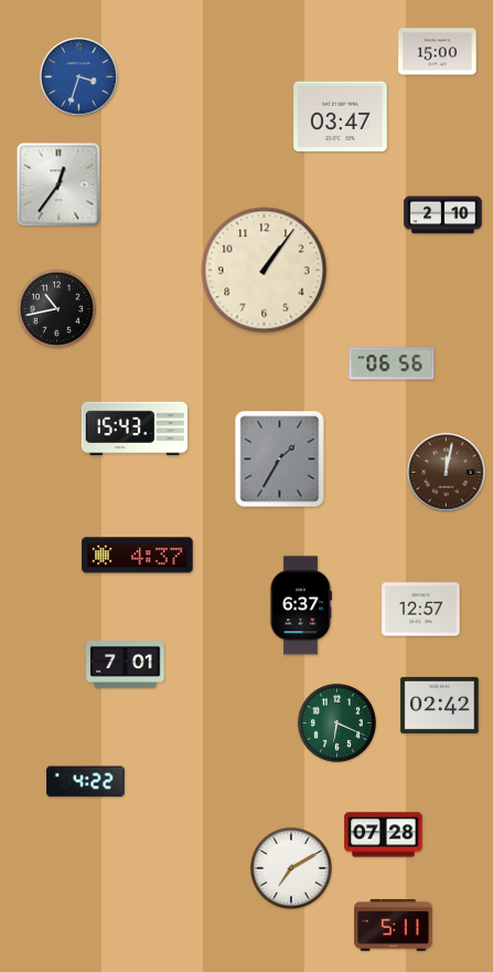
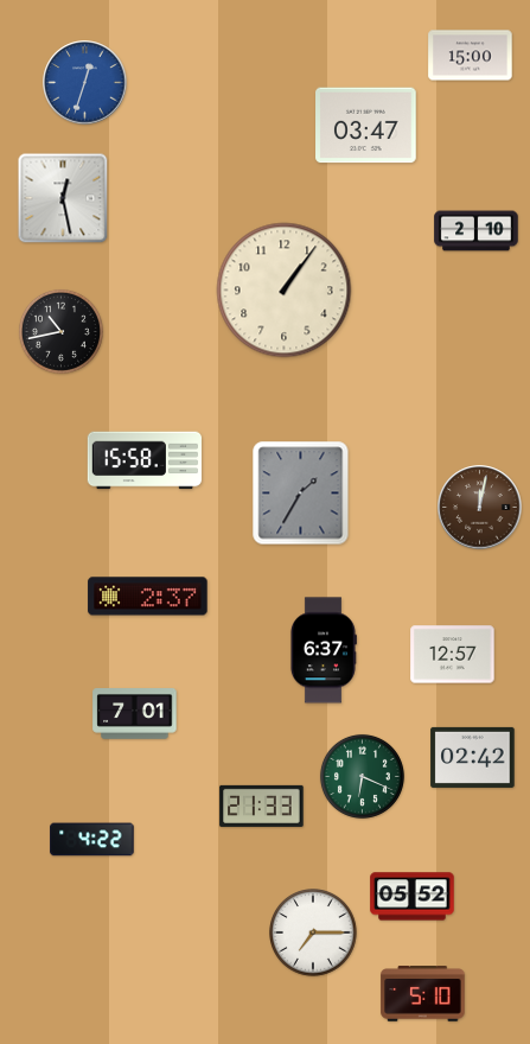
clock at (79, 77): 3:33 -> 12:33
clock at (58, 184): 12:36 -> 12:28
clock at (392, 363): 06:56 -> none
clock at (135, 429): 15:43 -> 15:58
clock at (138, 556): 4:37 -> 2:37
clock at (262, 806): none -> 21:33
clock at (384, 835): 07:28 -> 05:52
clock at (292, 869): 7:10 -> 7:15
clock at (394, 926): 5:11 -> 5:10
